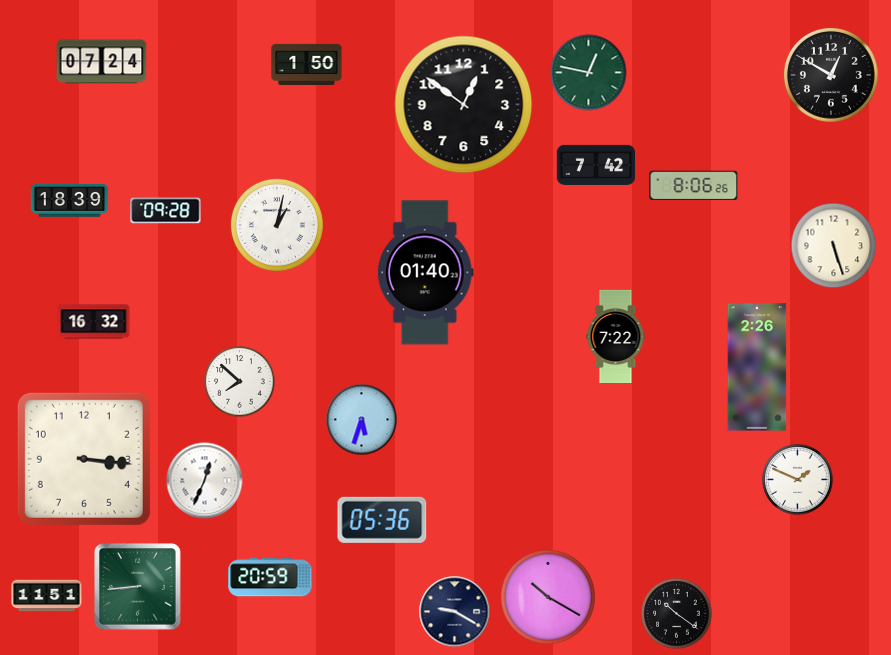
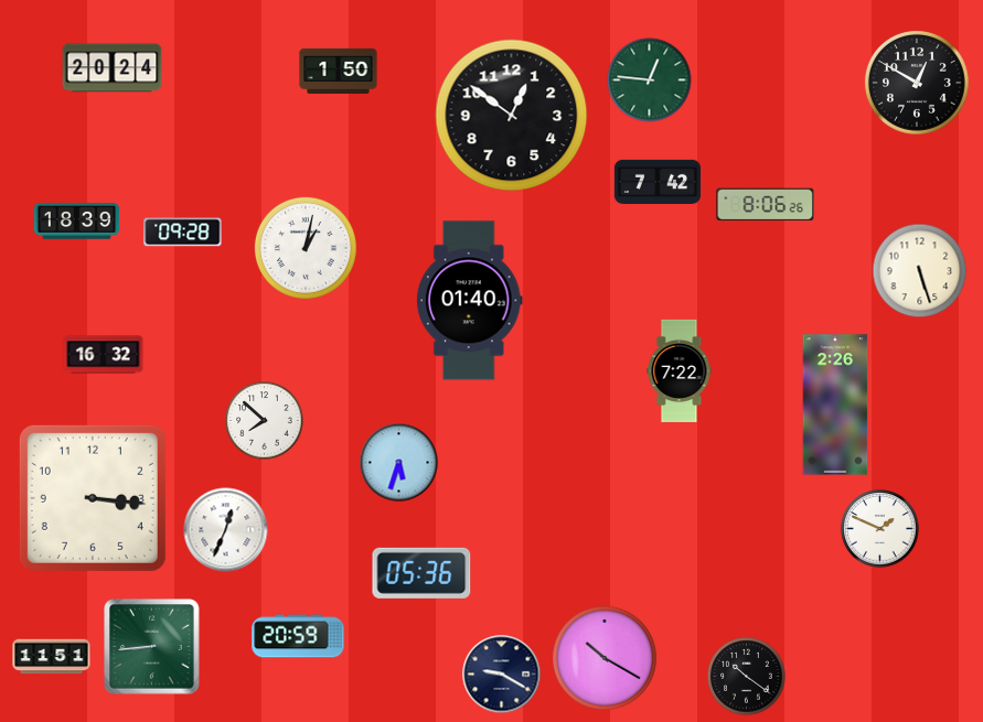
clock at (102, 62): 07:24 -> 20:24
clock at (589, 73): 12:47 -> 12:46
clock at (84, 459) position: (84, 459) -> (93, 498)
